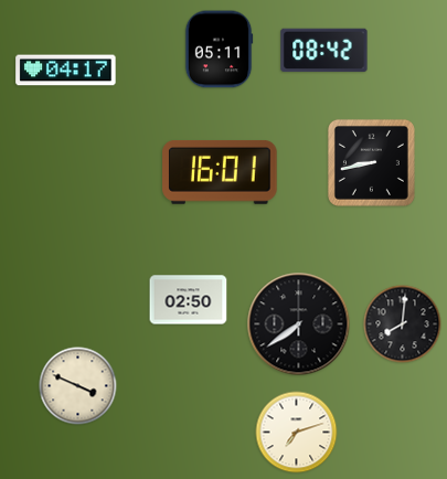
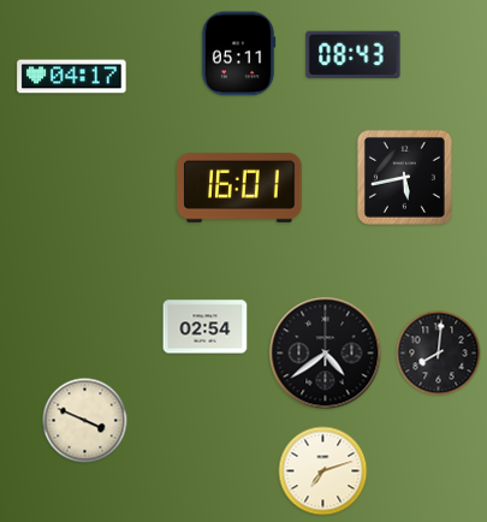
clock at (324, 51): 08:42 -> 08:43
clock at (371, 162): 8:43 -> 5:43
clock at (189, 300): 02:50 -> 02:54
clock at (299, 324): 7:39 -> 4:39
